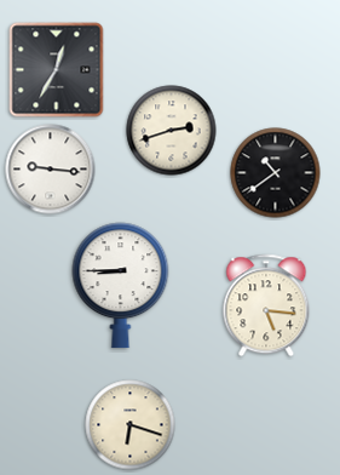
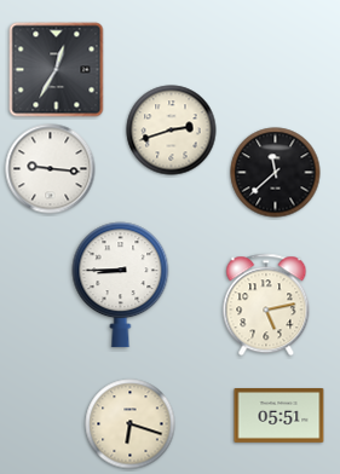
clock at (276, 173): 10:39 -> 11:38
clock at (266, 305): 5:16 -> 5:13
clock at (280, 416): none -> 05:51
